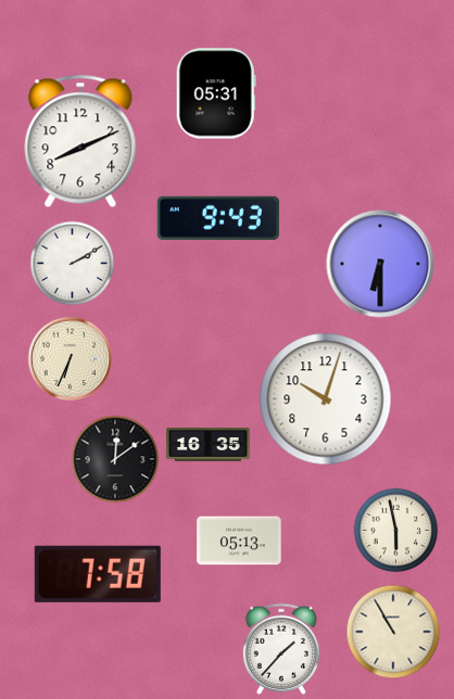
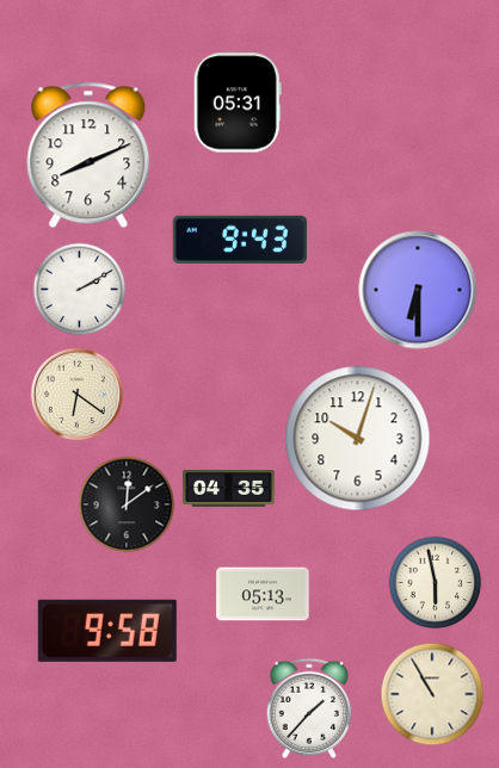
clock at (70, 358): 6:34 -> 6:21
clock at (209, 445): 16:35 -> 04:35
clock at (98, 574): 7:58 -> 9:58
clock at (281, 649) position: (281, 649) -> (309, 708)
